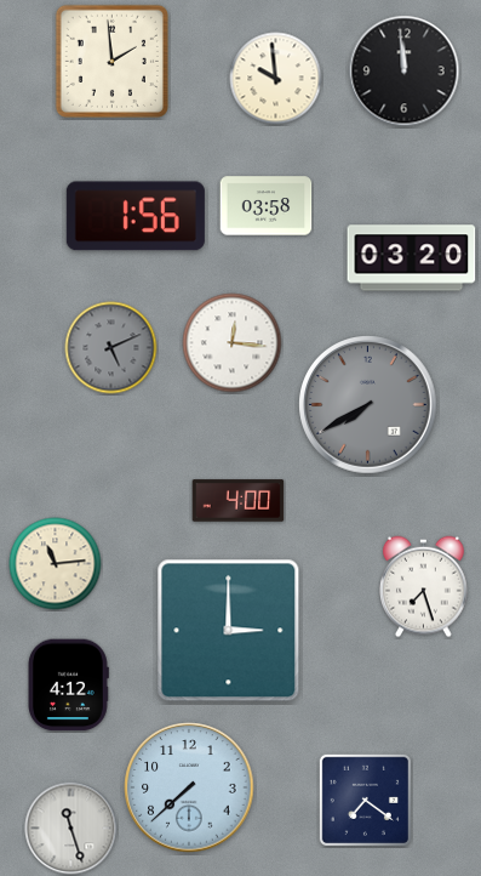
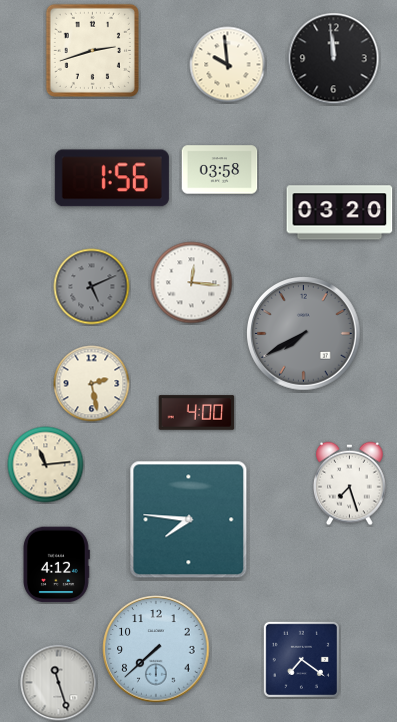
clock at (111, 61): 1:59 -> 2:42
clock at (92, 384): none -> 2:28
clock at (229, 631): 3:00 -> 7:46
